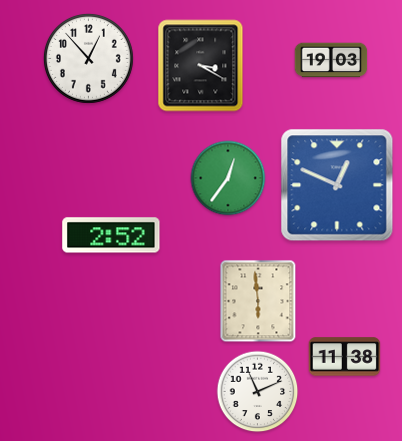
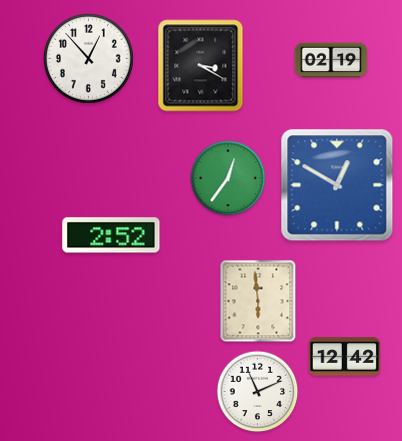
clock at (331, 60): 19:03 -> 02:19
clock at (337, 185): 12:49 -> 12:50
clock at (345, 357): 11:38 -> 12:42
